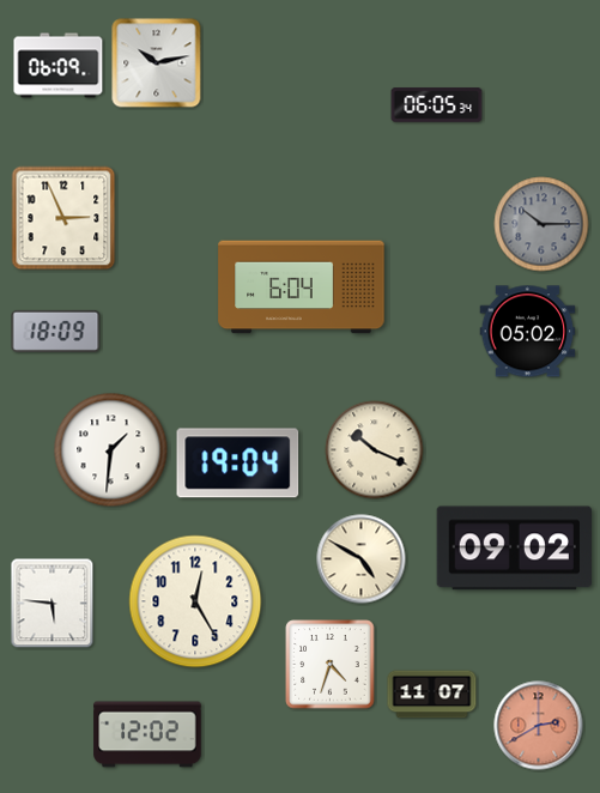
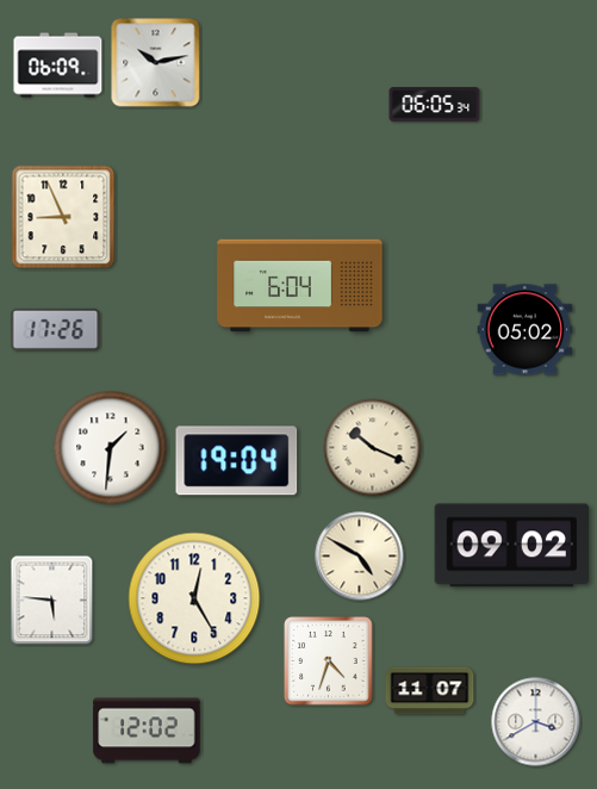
clock at (63, 218): 2:56 -> 8:56
clock at (541, 224): 10:15 -> none
clock at (56, 331): 18:09 -> 17:26
clock at (539, 726): 2:40 -> 3:40
clock at (539, 726) dial: salmon -> white
